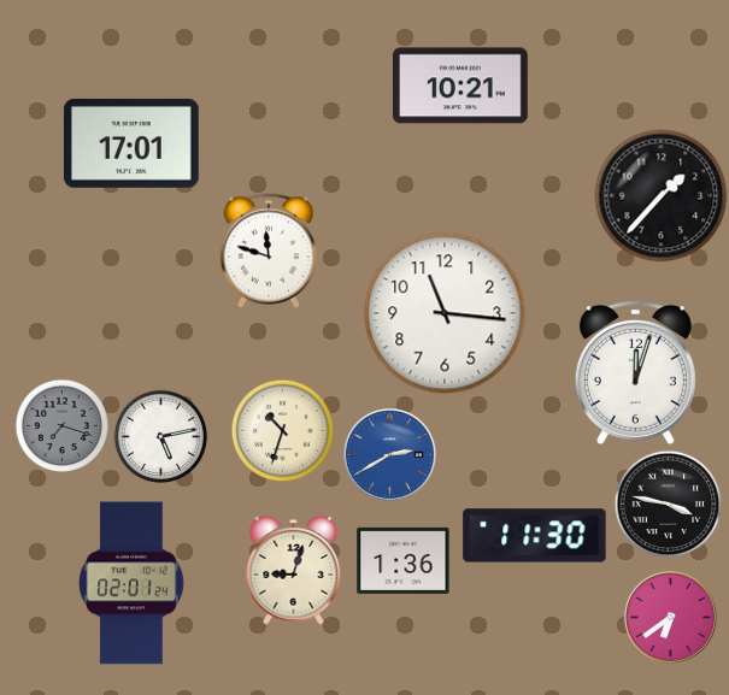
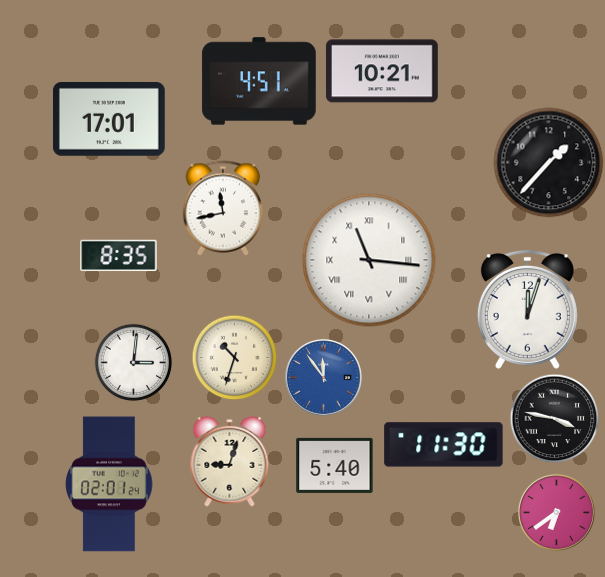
clock at (259, 81): none -> 4:51
clock at (269, 251): 11:48 -> 11:43
clock at (119, 256): none -> 8:35
clock at (445, 313) numerals: Arabic -> Roman
clock at (61, 425): 7:18 -> none
clock at (160, 436): 5:13 -> 3:01
clock at (389, 454): 2:40 -> 11:54
clock at (404, 560): 1:36 -> 5:40
clock at (294, 570) position: (294, 570) -> (230, 461)
